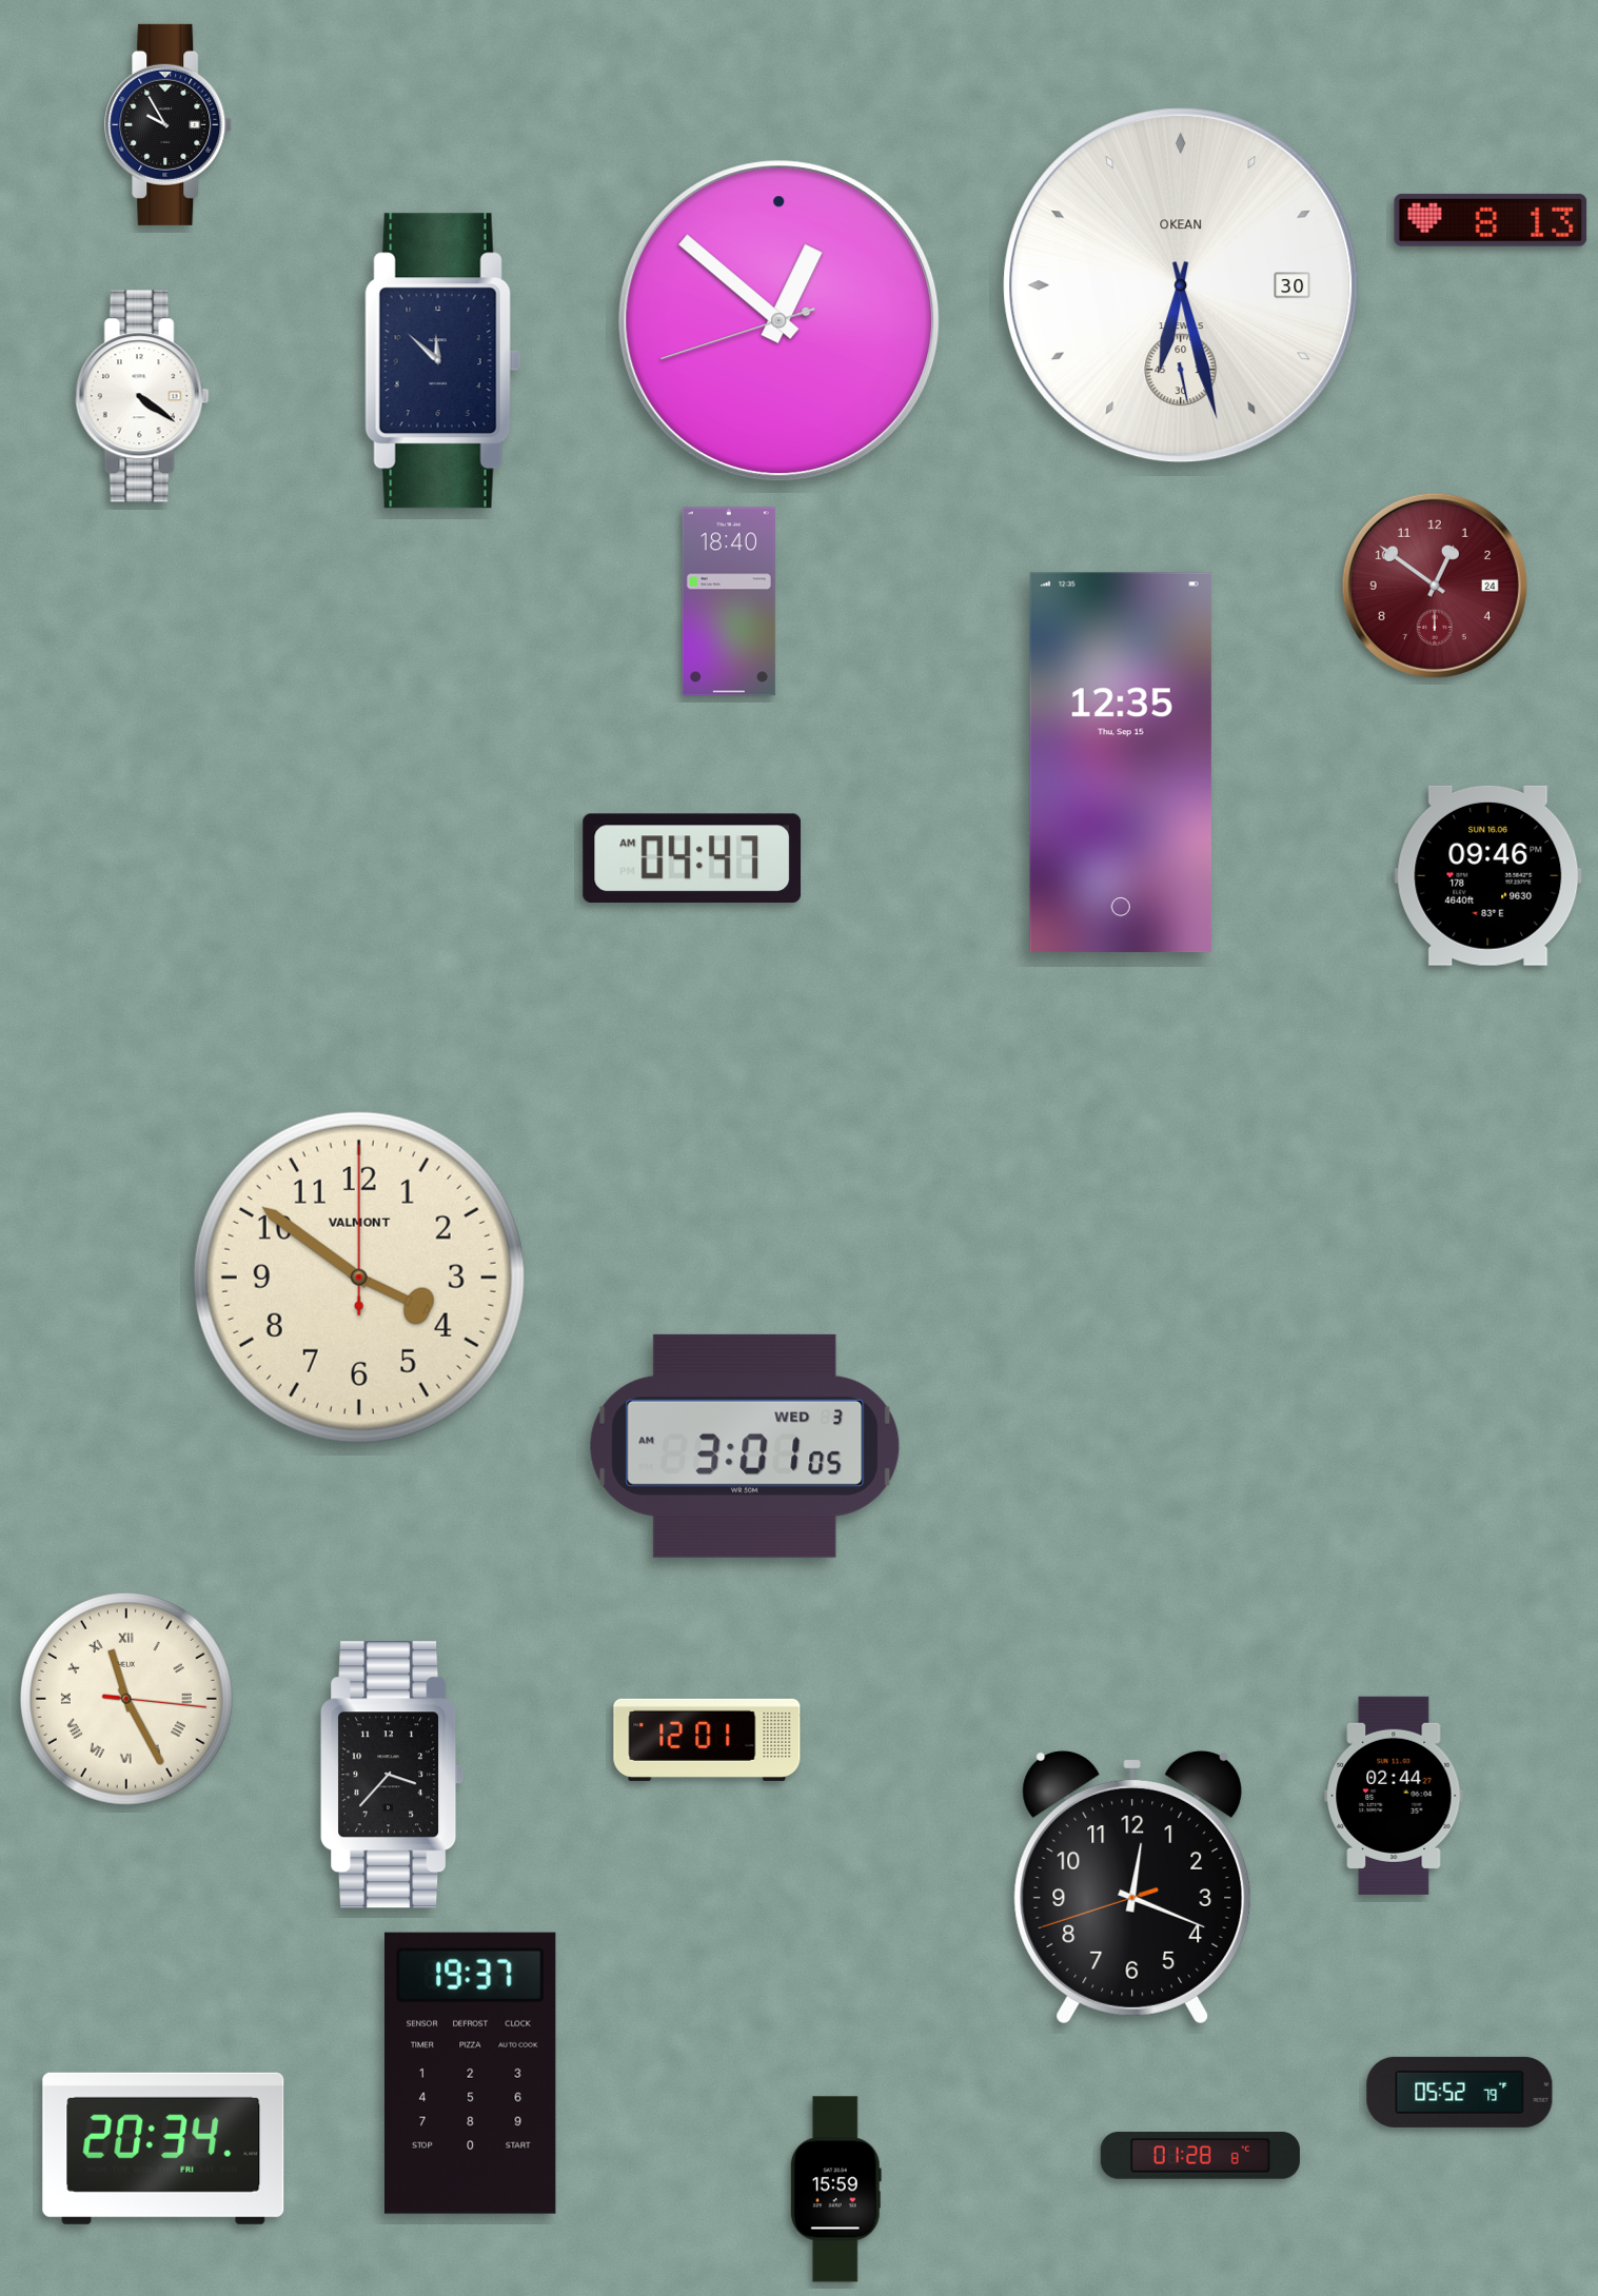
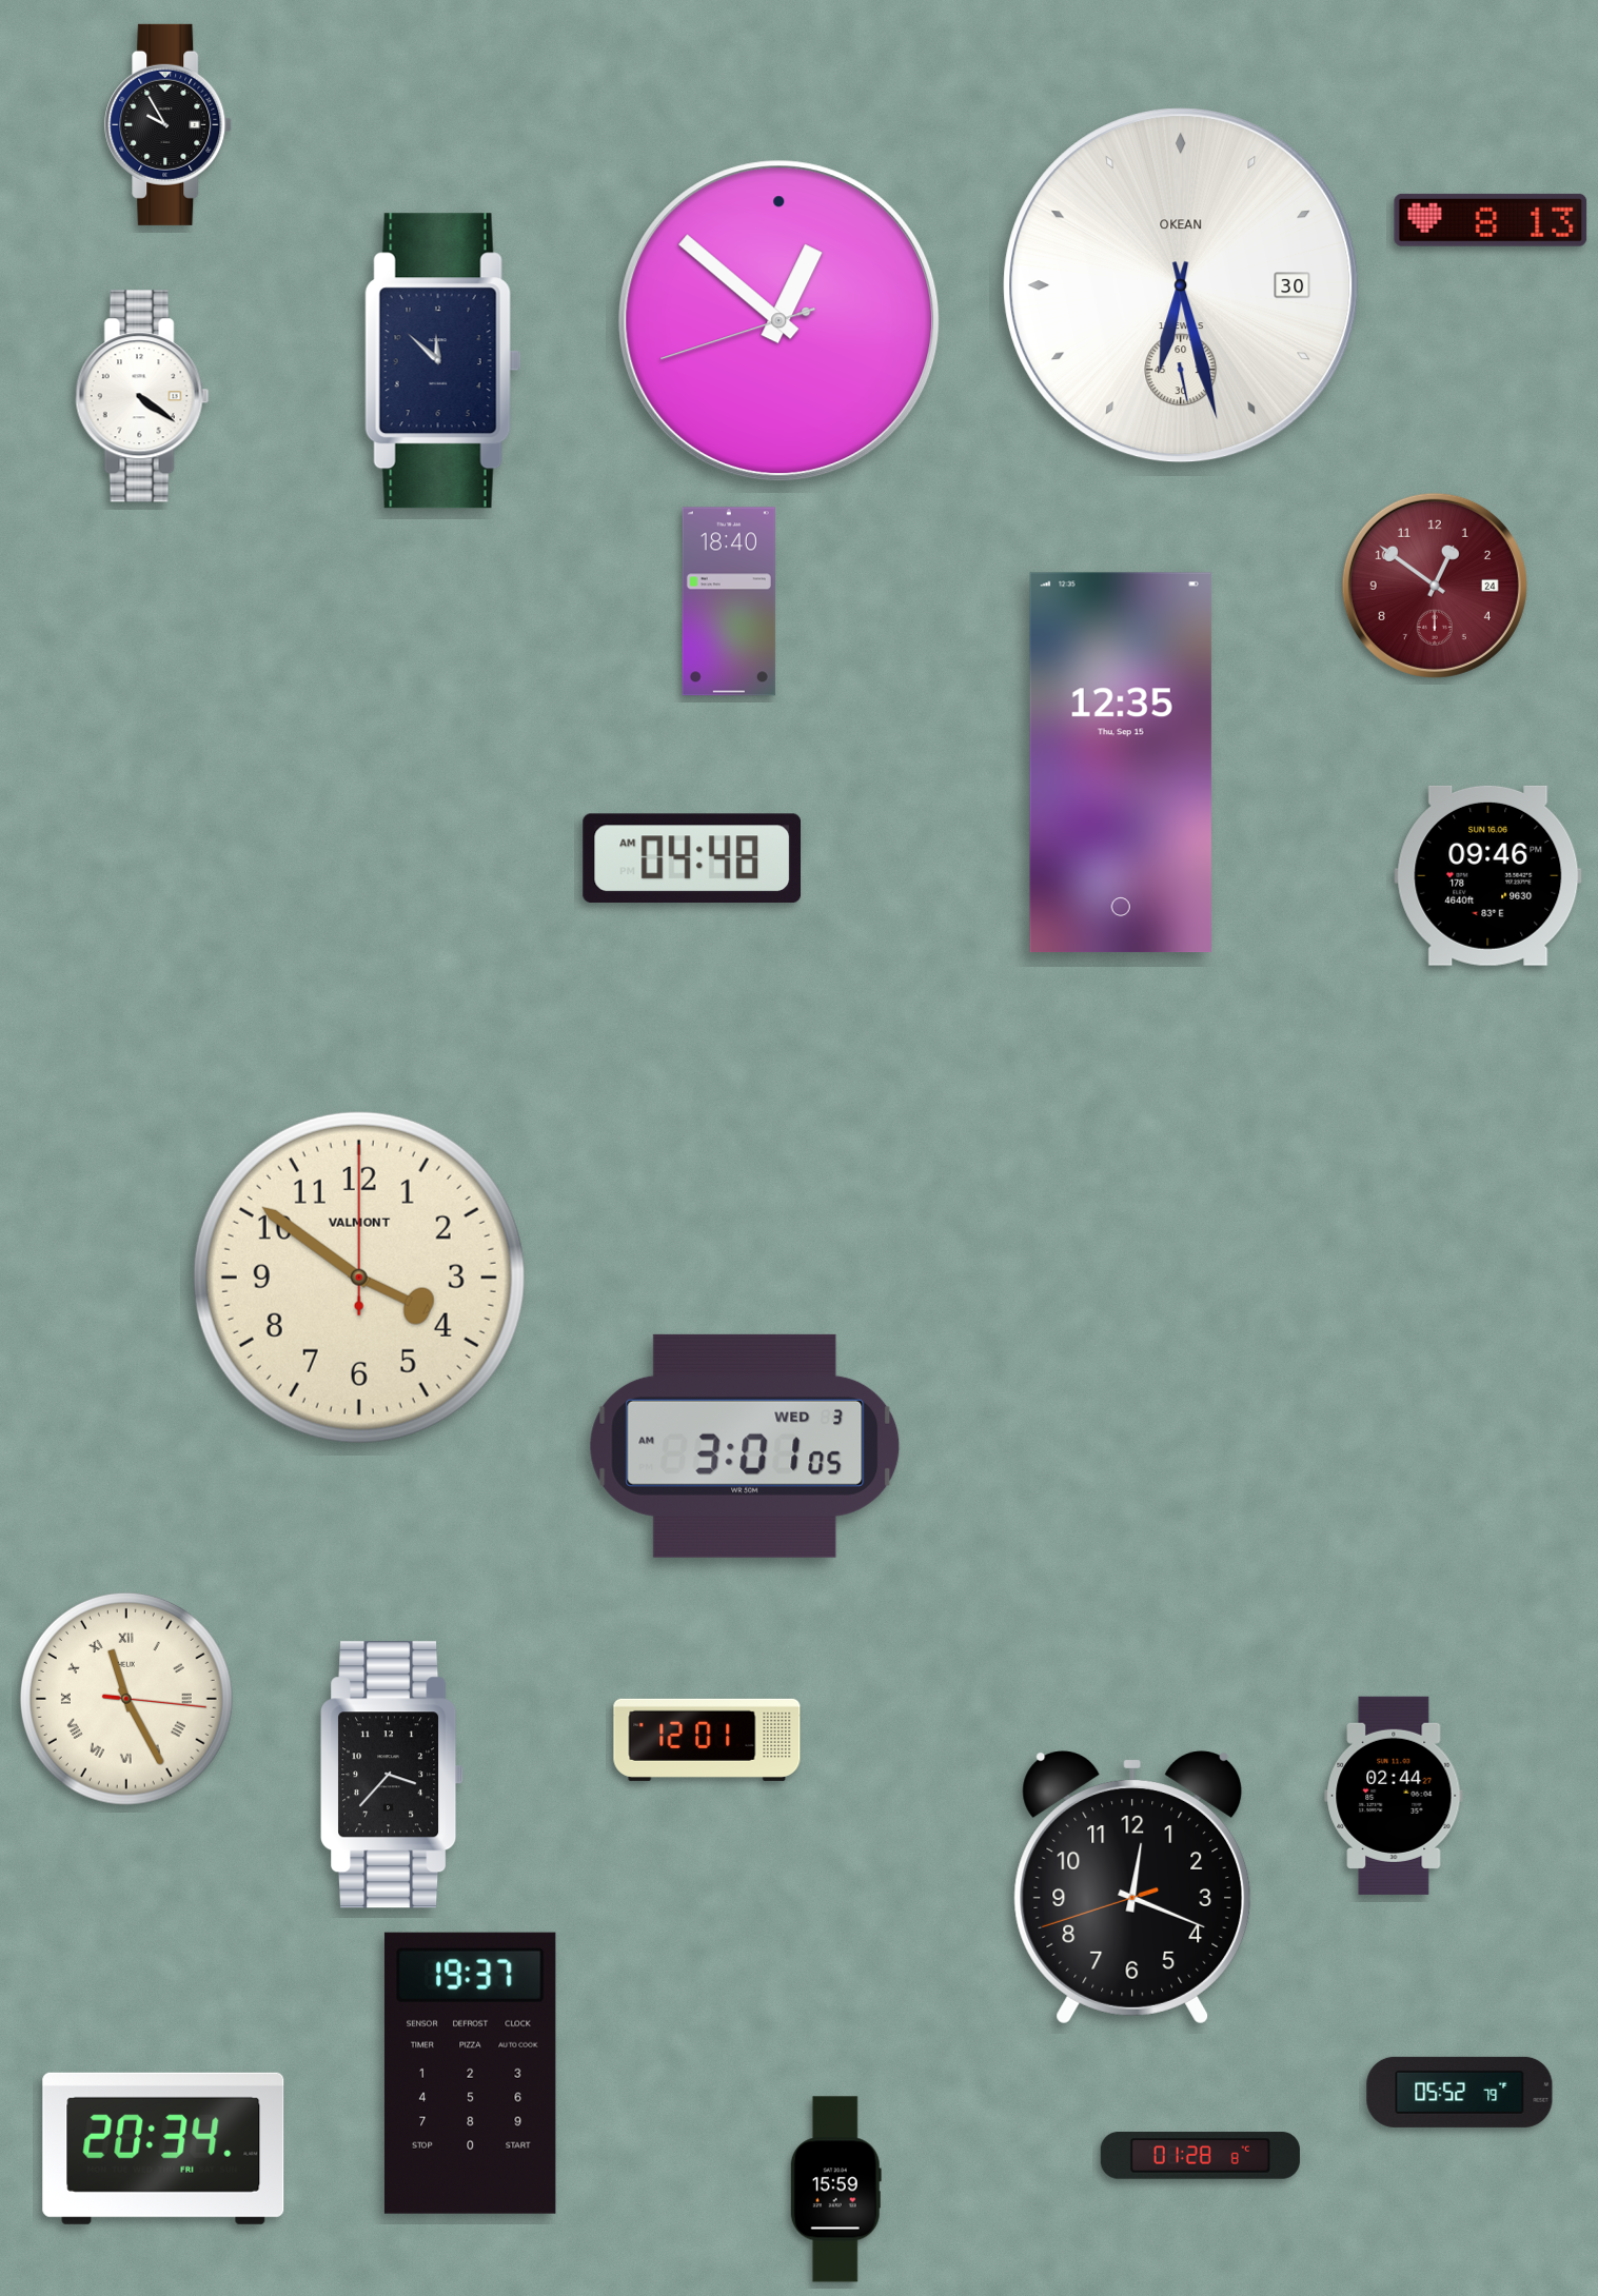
clock at (692, 858): 04:47 -> 04:48
